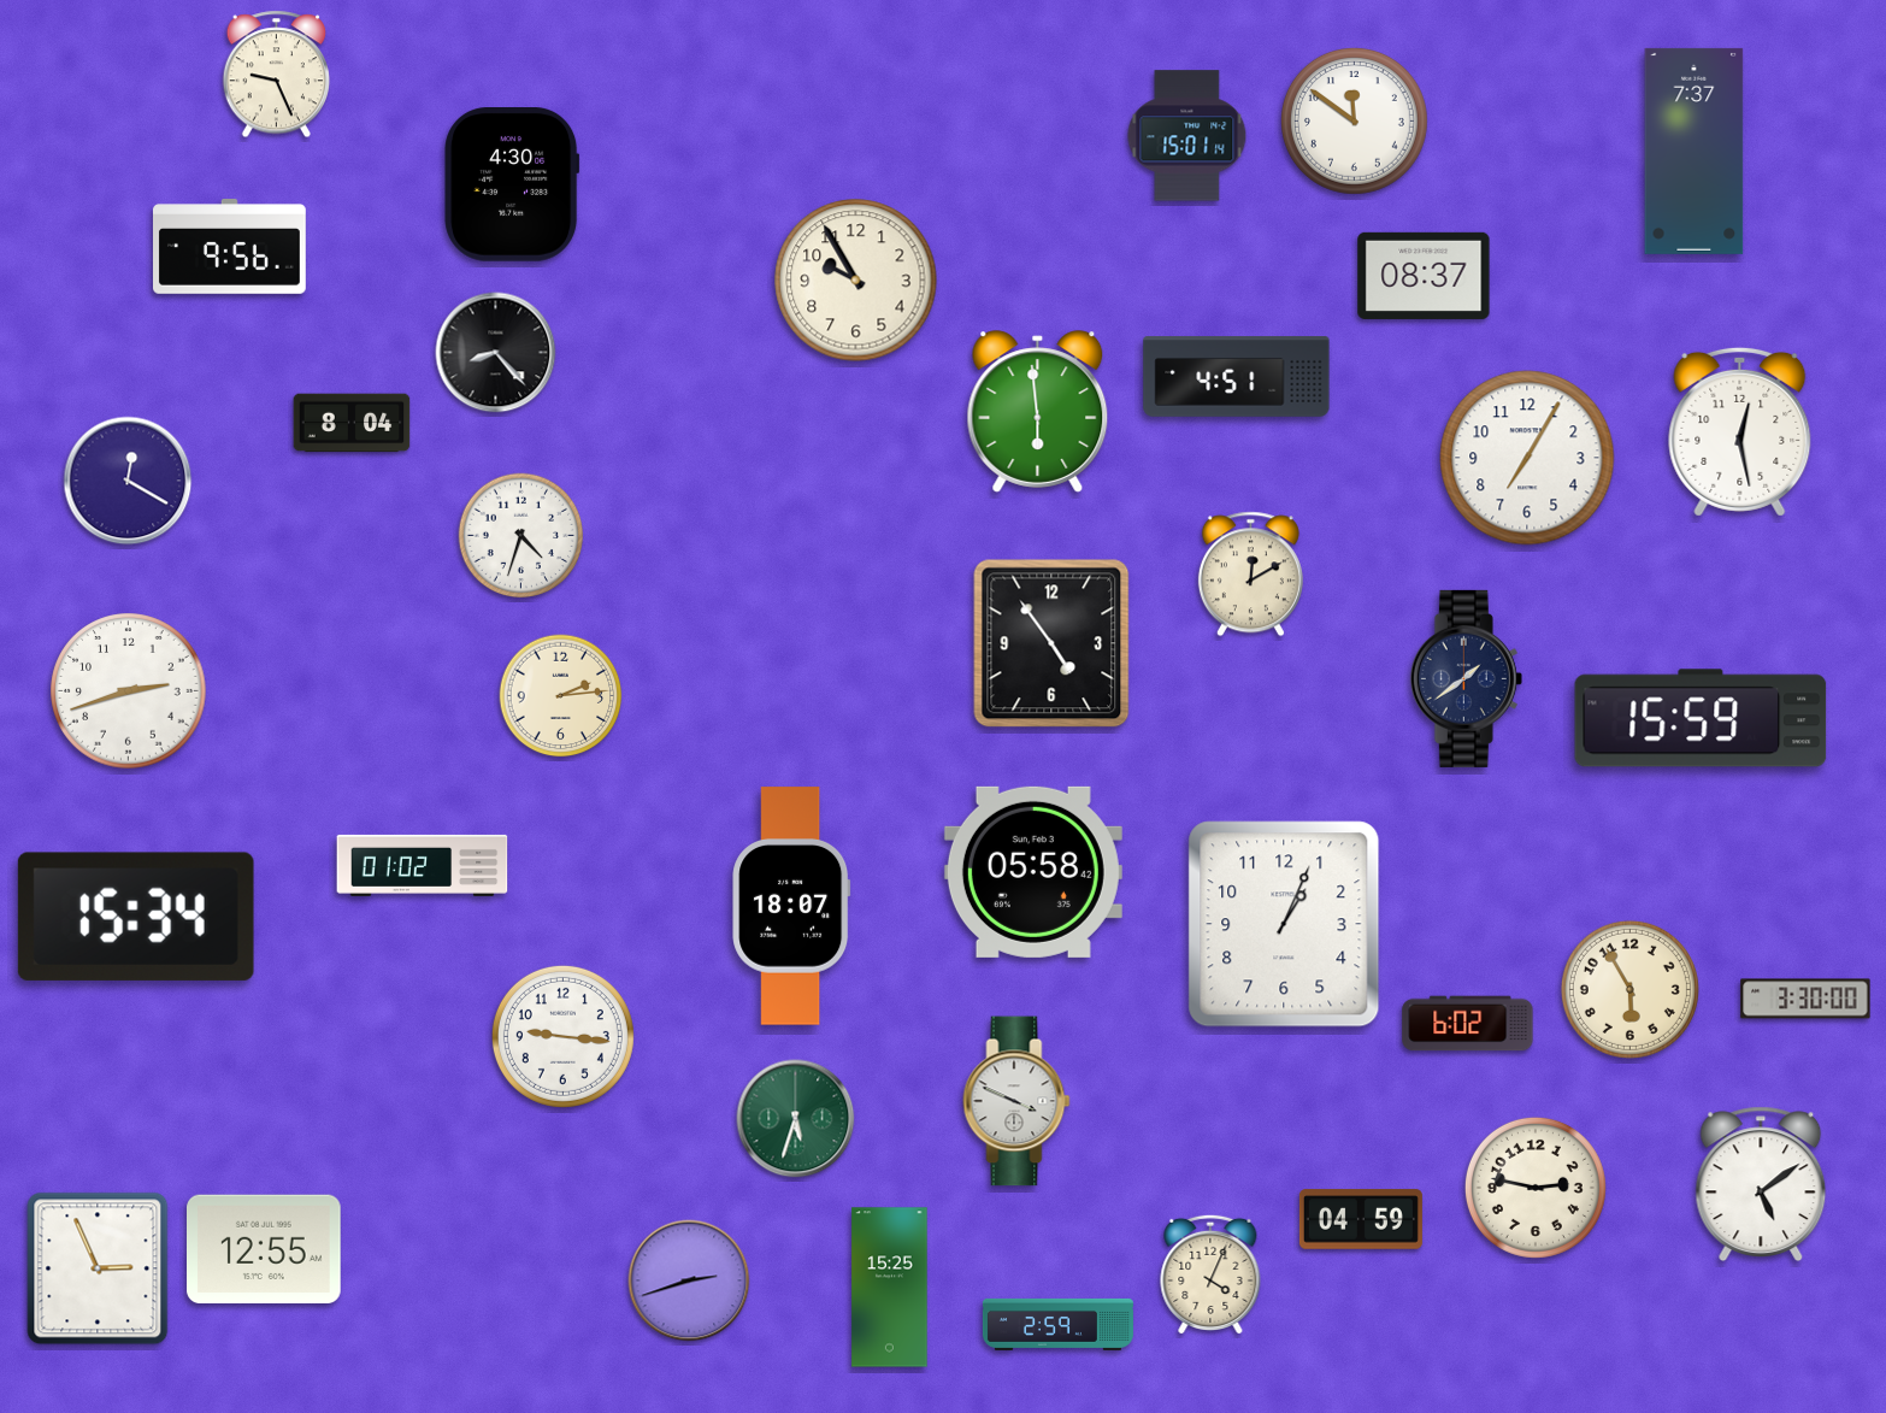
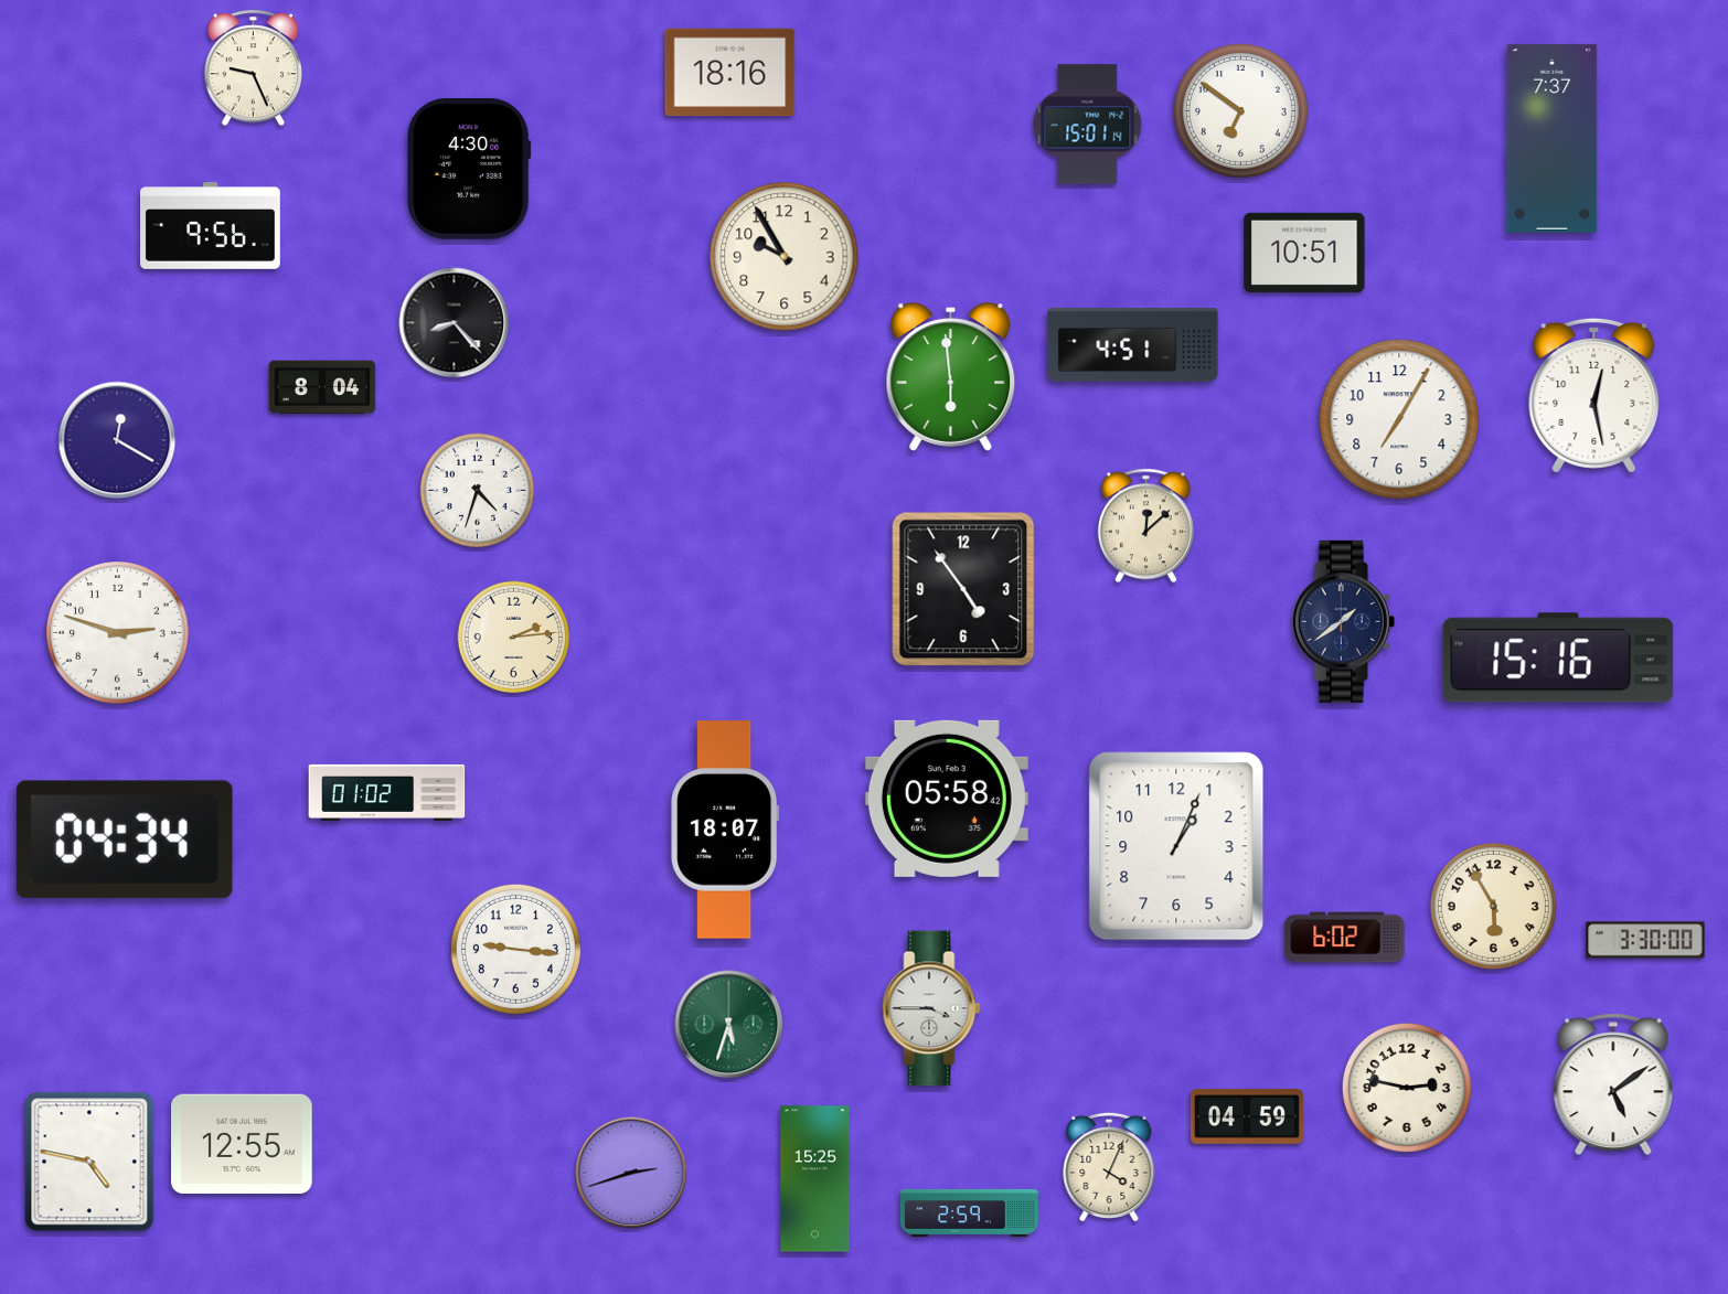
clock at (730, 73): none -> 18:16
clock at (1354, 120): 11:51 -> 6:51
clock at (1424, 276): 08:37 -> 10:51
clock at (1250, 575): 12:10 -> 12:08
clock at (129, 691): 2:42 -> 2:48
clock at (1701, 718): 15:59 -> 15:16
clock at (136, 917): 15:34 -> 04:34
clock at (1805, 999) position: (1805, 999) -> (1645, 940)
clock at (1016, 1101): 3:49 -> 3:45
clock at (98, 1268): 2:56 -> 4:47
